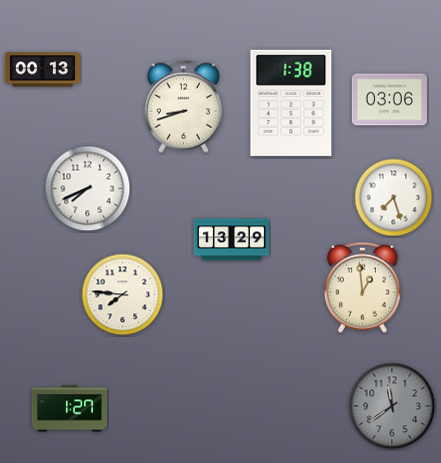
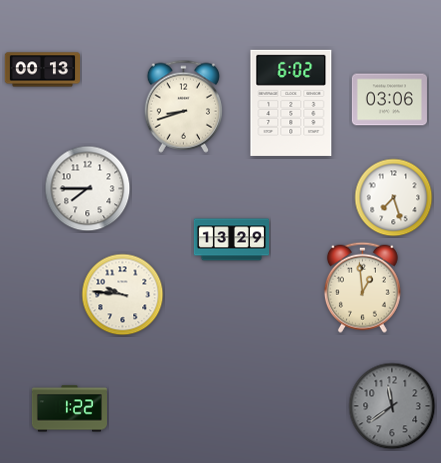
clock at (291, 103): 1:38 -> 6:02
clock at (88, 189): 7:41 -> 7:45
clock at (123, 295): 7:46 -> 9:46
clock at (69, 409): 1:27 -> 1:22
